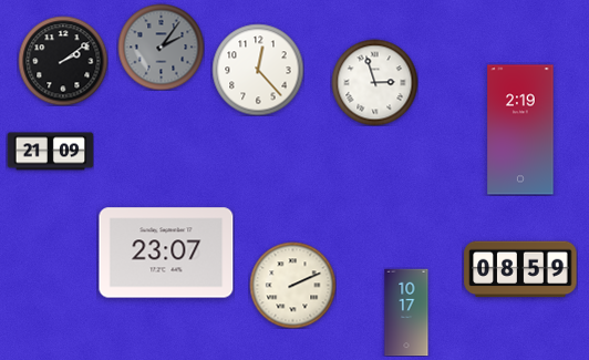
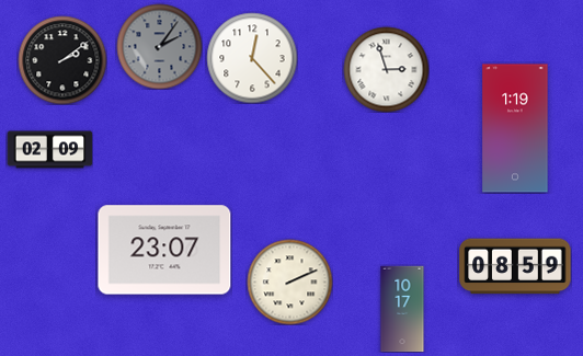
clock at (258, 70) position: (258, 70) -> (252, 58)
clock at (374, 82) position: (374, 82) -> (386, 69)
clock at (520, 130): 2:19 -> 1:19
clock at (50, 152): 21:09 -> 02:09
